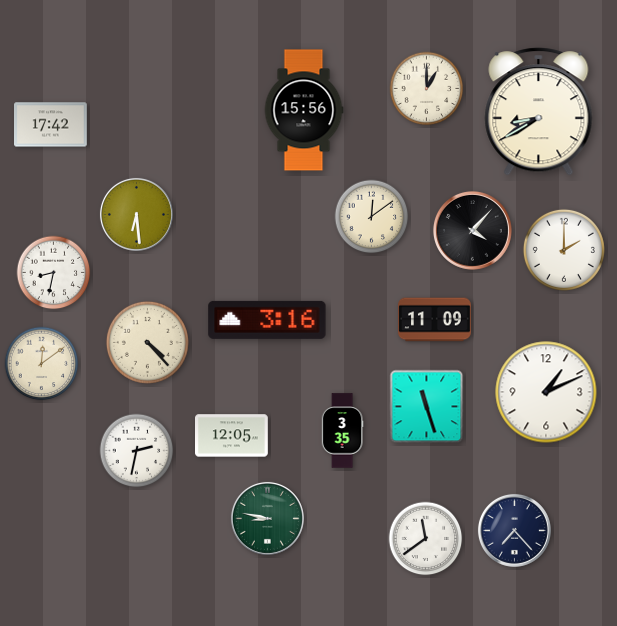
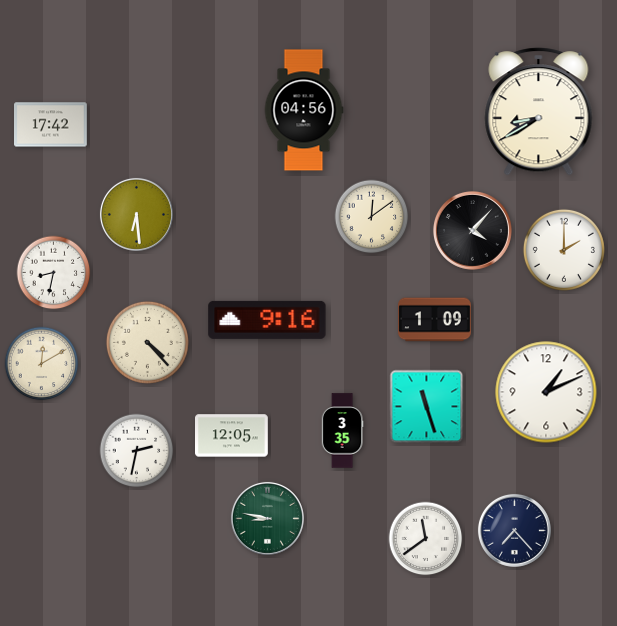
clock at (427, 89): 1:00 -> none
clock at (304, 110): 15:56 -> 04:56
clock at (267, 320): 3:16 -> 9:16
clock at (435, 320): 11:09 -> 1:09
clock at (42, 364): 12:09 -> 12:10
